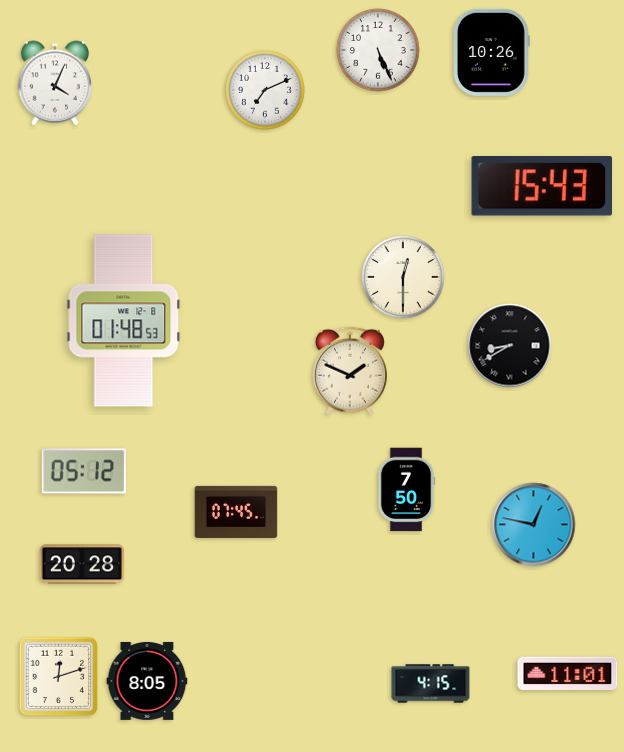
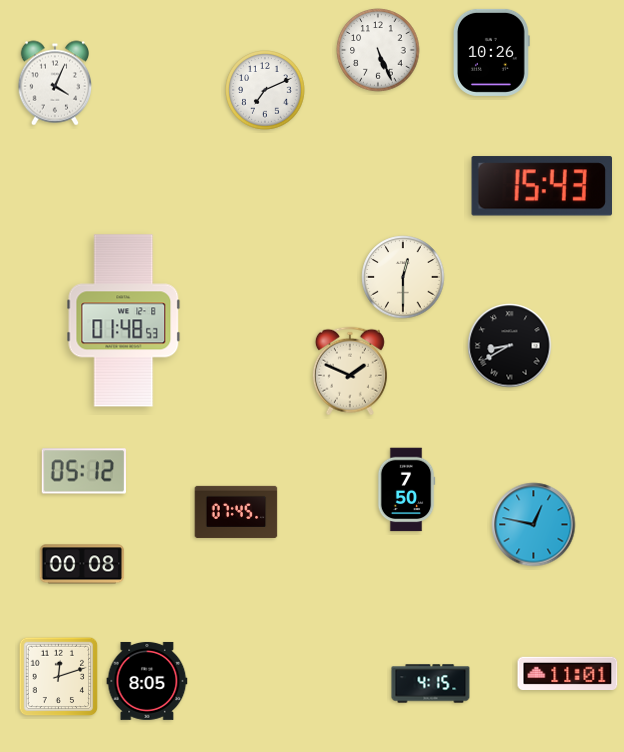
clock at (82, 564): 20:28 -> 00:08
